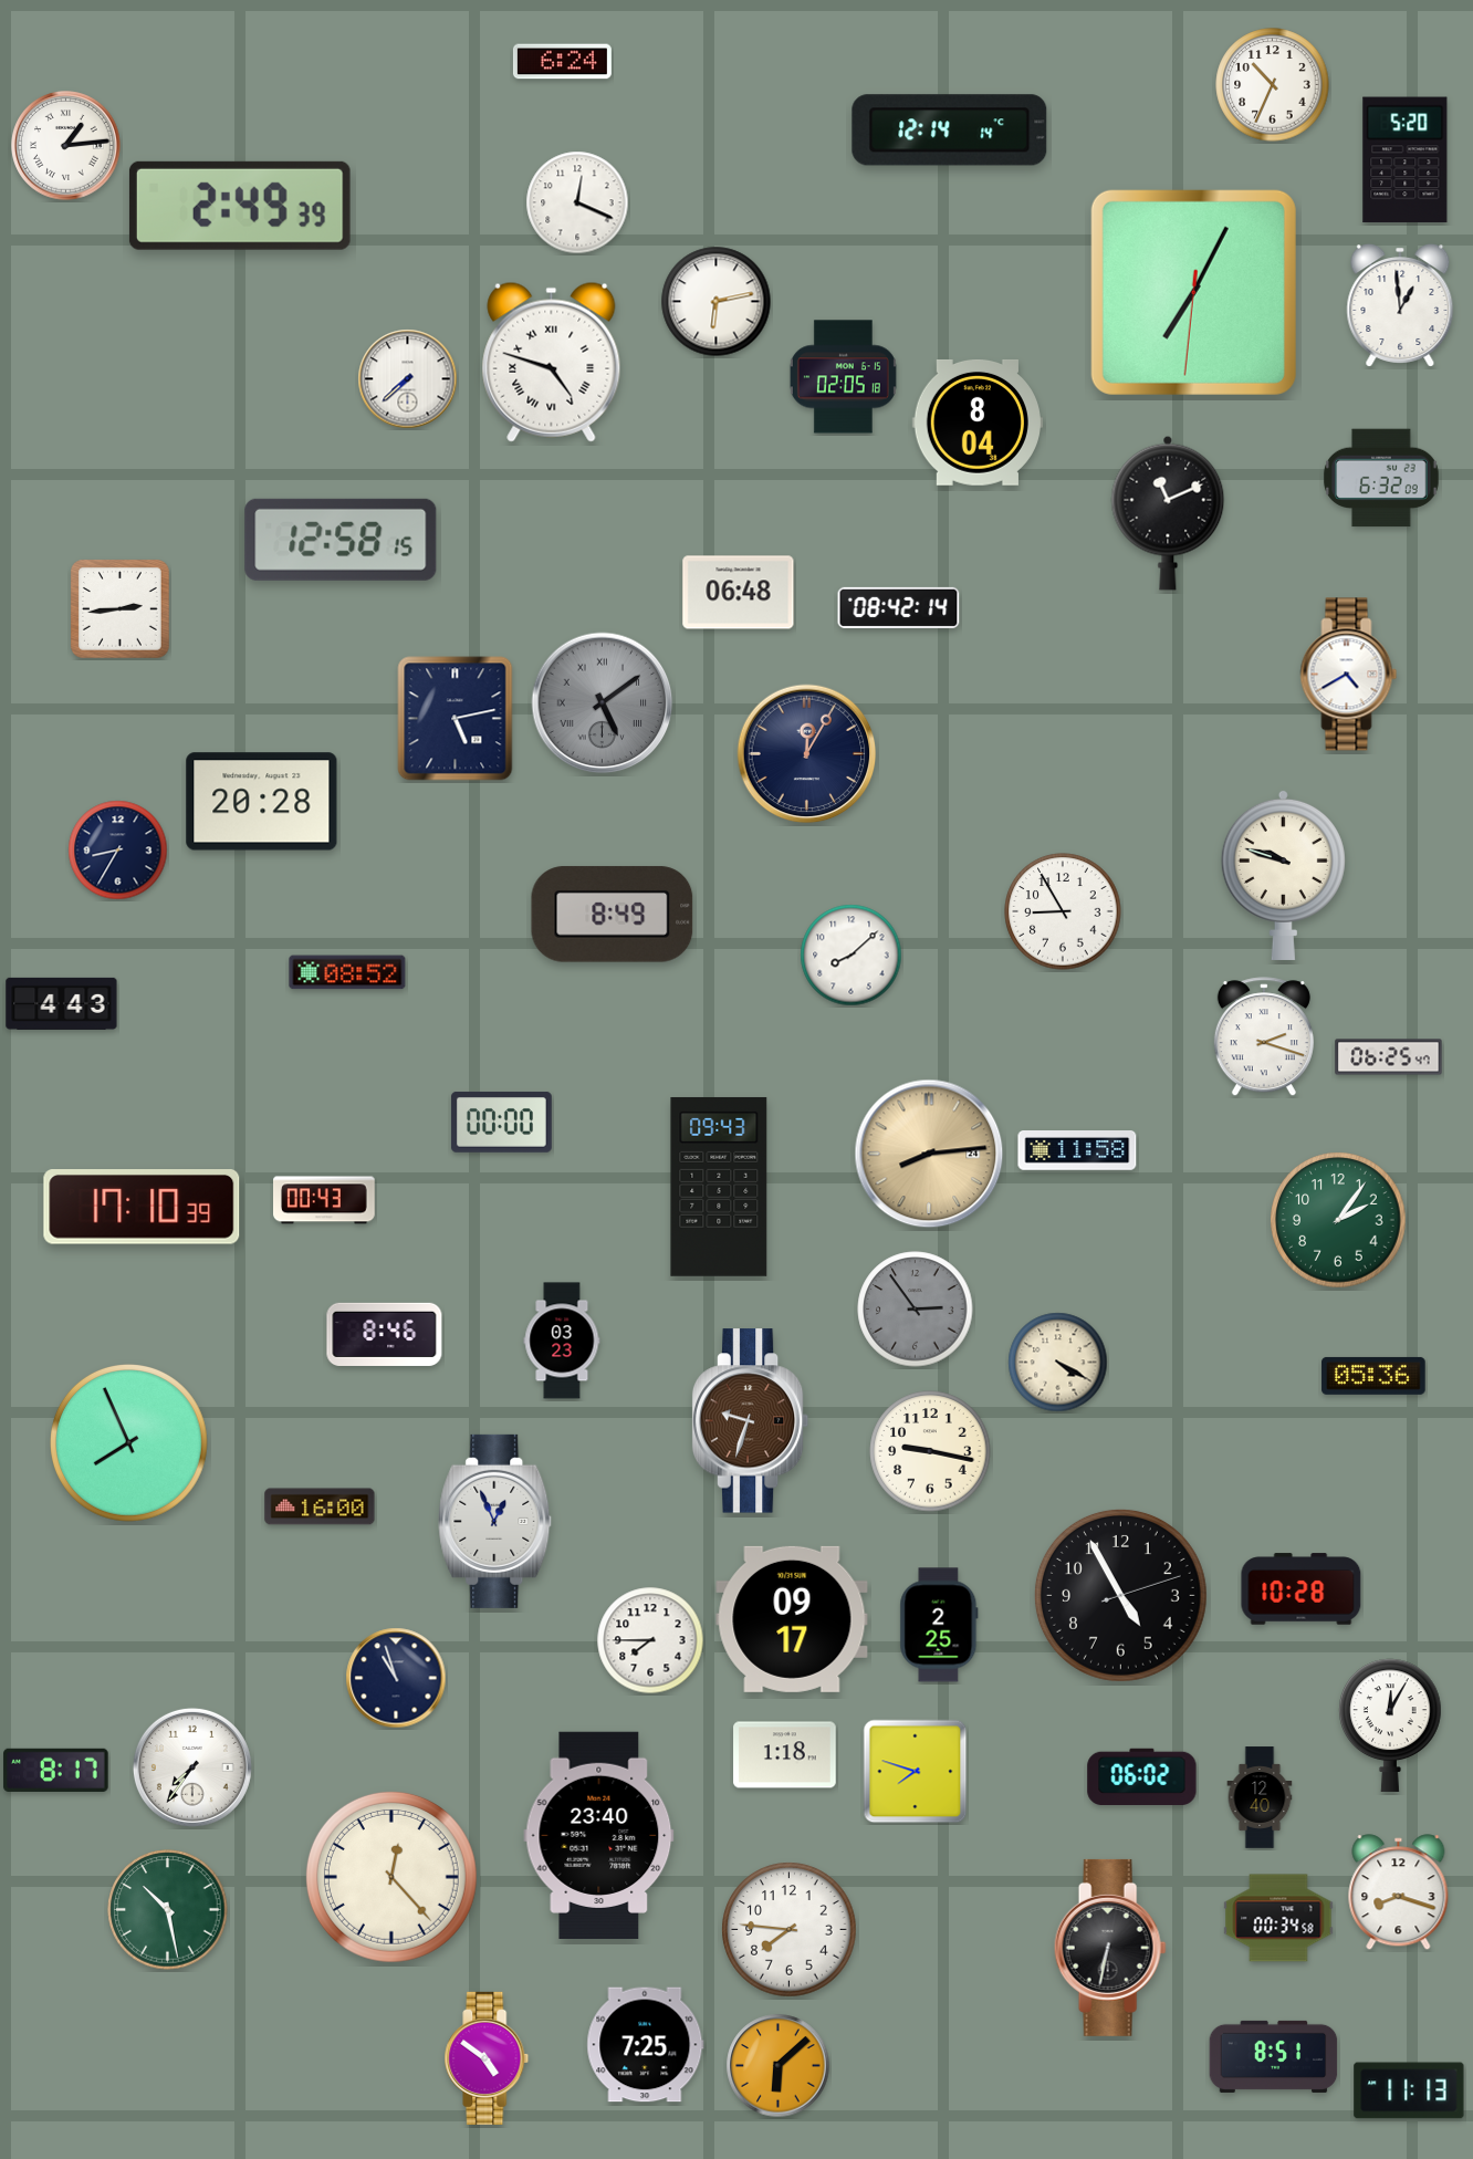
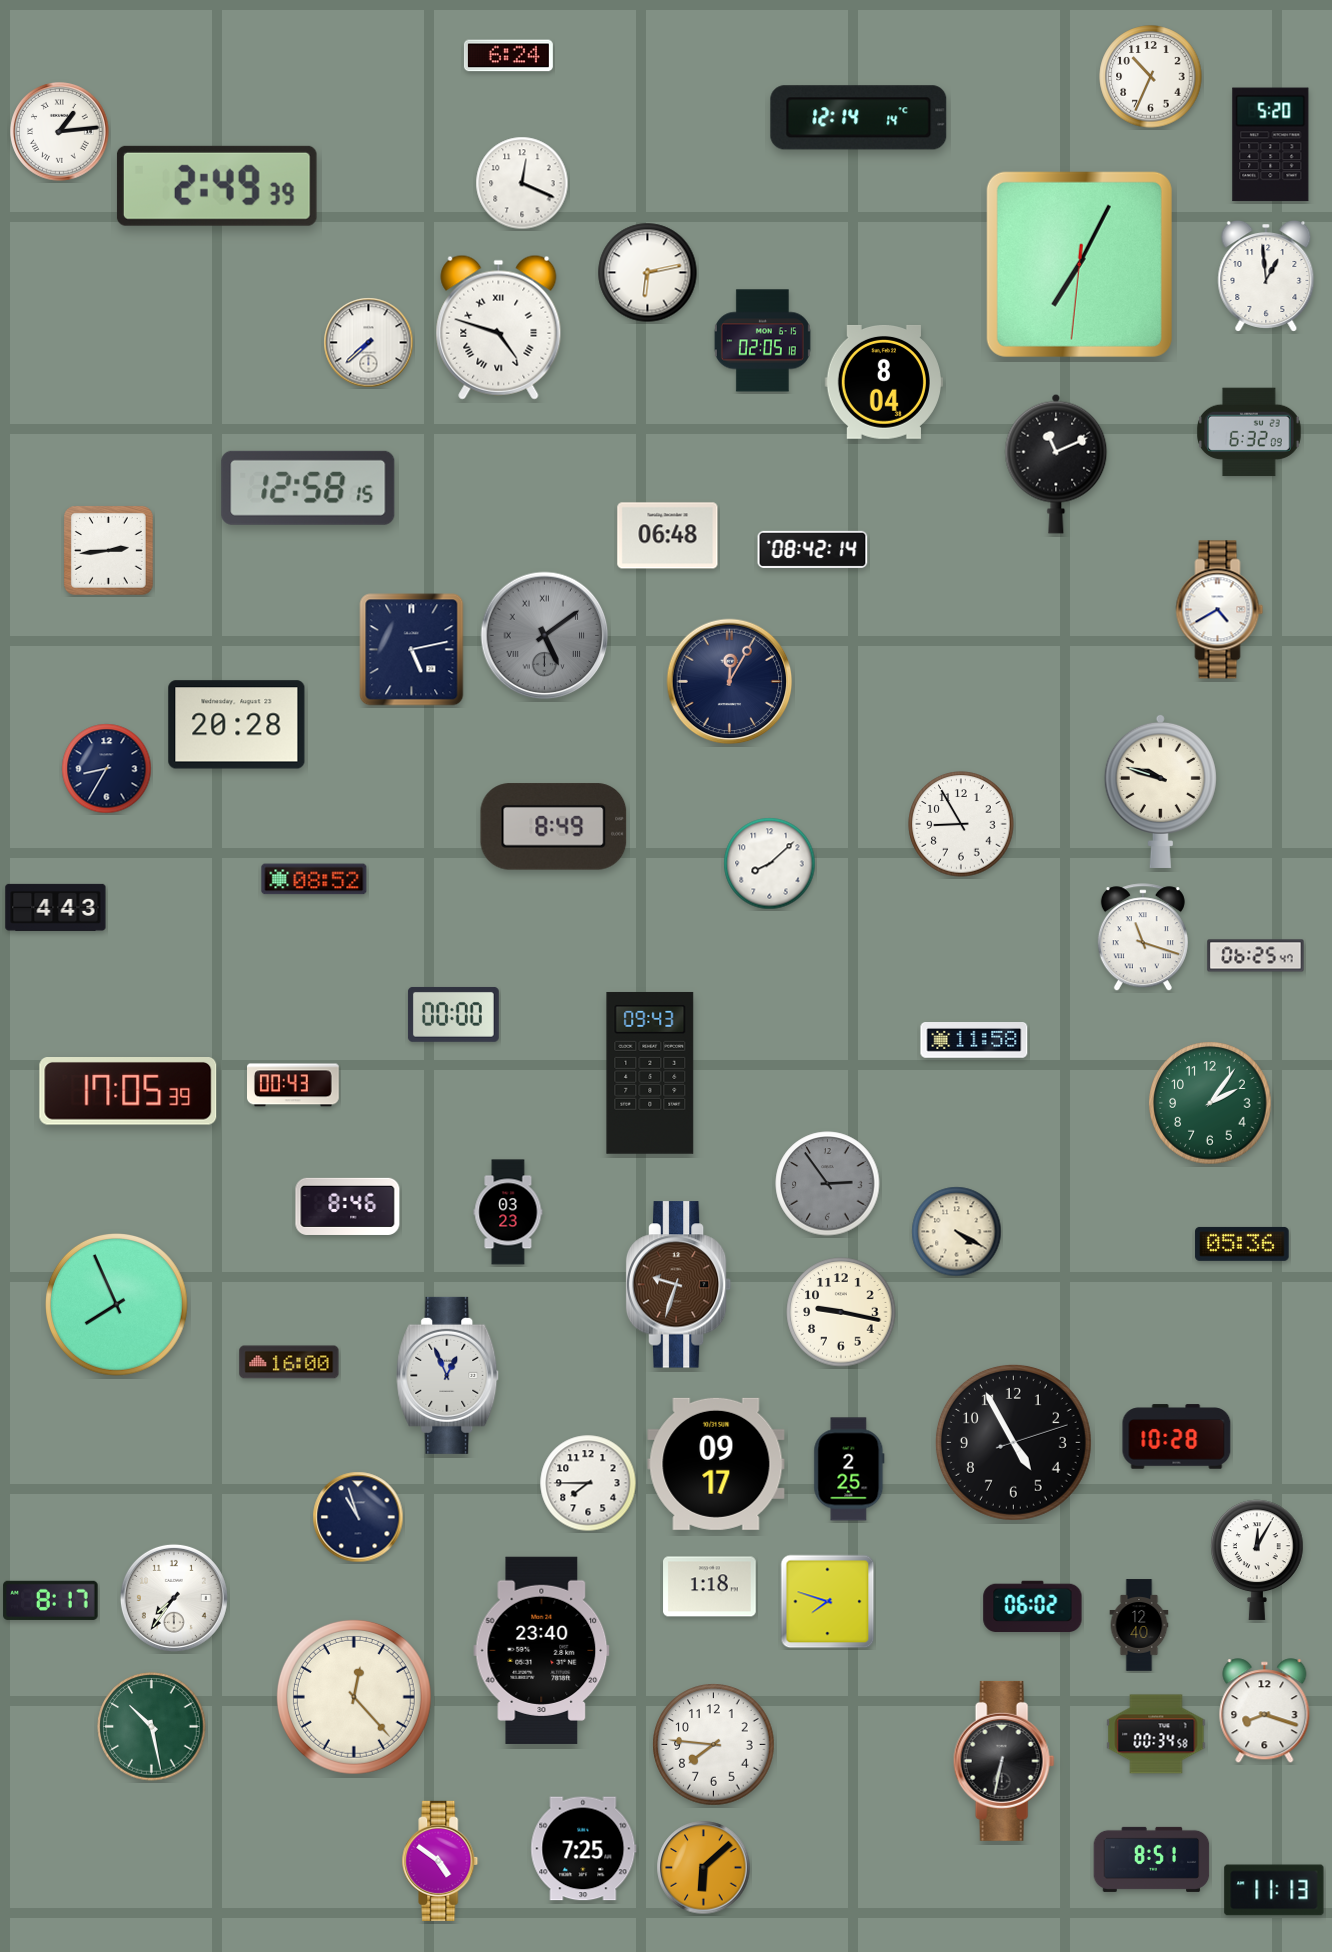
clock at (1264, 1037): 2:18 -> 11:18
clock at (929, 1154): 8:14 -> none
clock at (142, 1208): 17:10 -> 17:05
clock at (599, 1835) position: (599, 1835) -> (542, 1650)
